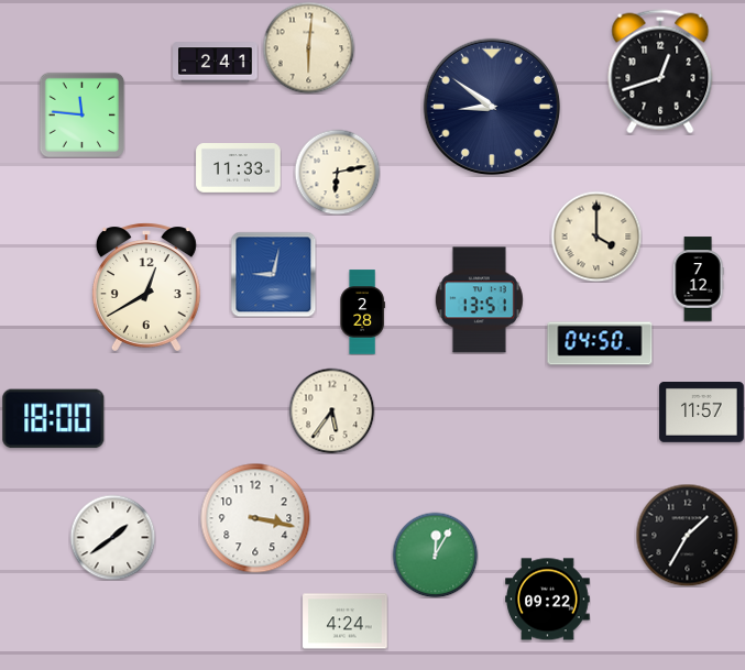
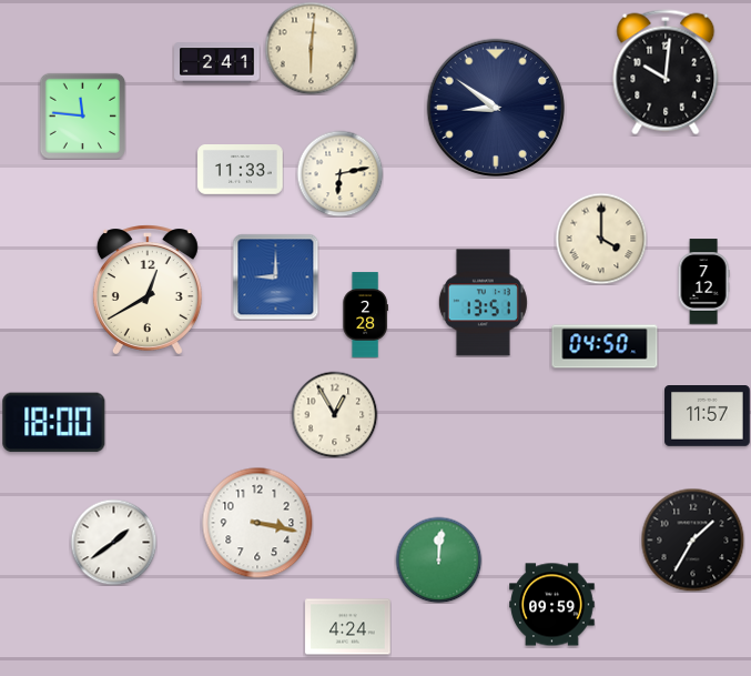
clock at (660, 72): 12:42 -> 10:01
clock at (273, 274): 9:02 -> 9:00
clock at (331, 410): 5:36 -> 12:55
clock at (435, 554): 12:05 -> 12:01
clock at (548, 600): 09:22 -> 09:59
